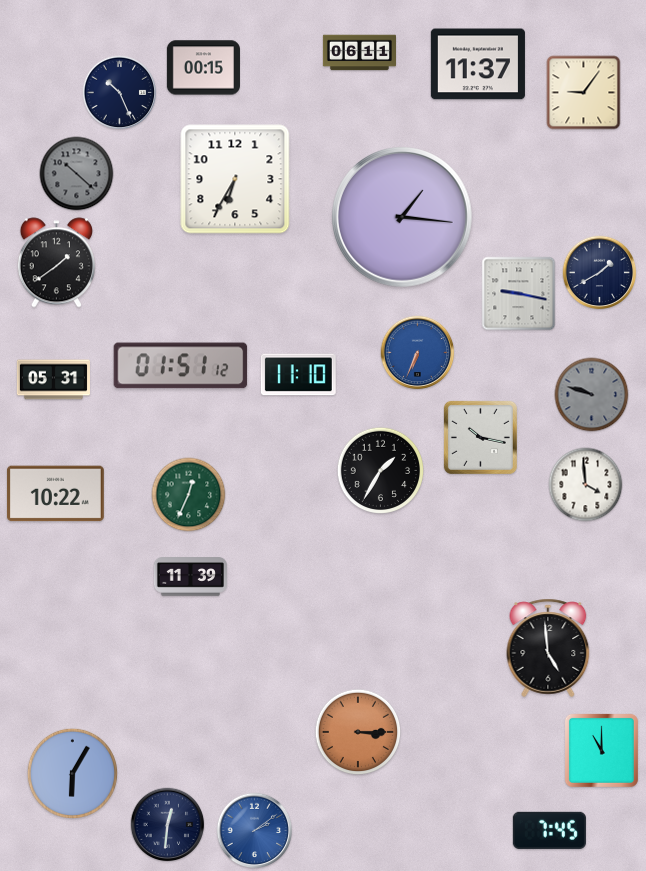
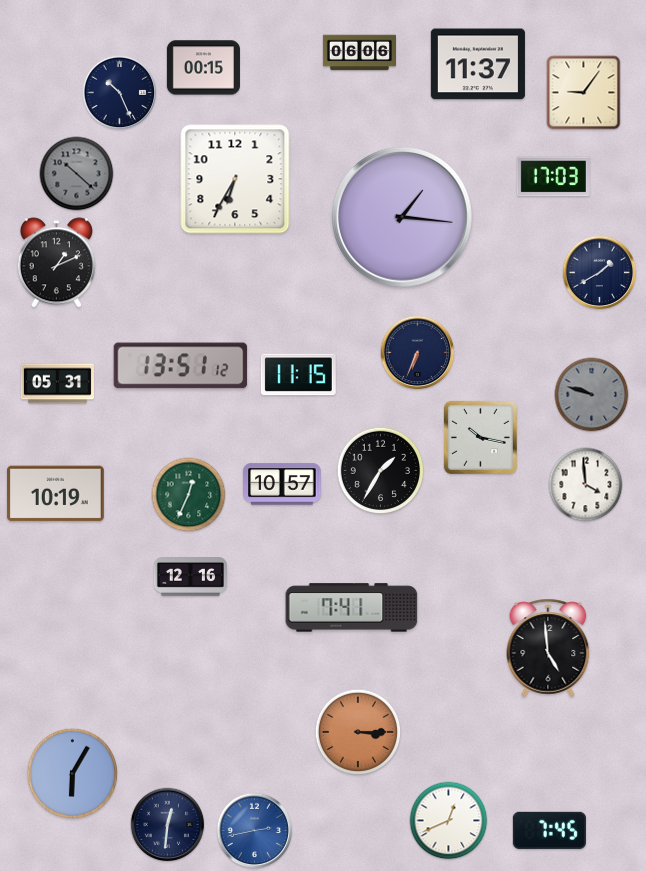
clock at (359, 53): 06:11 -> 06:06
clock at (553, 177): none -> 17:03
clock at (56, 263): 1:39 -> 1:11
clock at (519, 294): 9:17 -> none
clock at (418, 353) dial: blue -> navy
clock at (181, 366): 01:51 -> 13:51
clock at (298, 375): 11:10 -> 11:15
clock at (53, 380) position: (53, 380) -> (57, 384)
clock at (282, 484): none -> 10:57
clock at (55, 494): 10:22 -> 10:19
clock at (190, 577): 11:39 -> 12:16
clock at (352, 608): none -> 7:41
clock at (601, 750): 11:00 -> none
clock at (449, 821): none -> 12:41
clock at (255, 831): 2:09 -> 2:43
